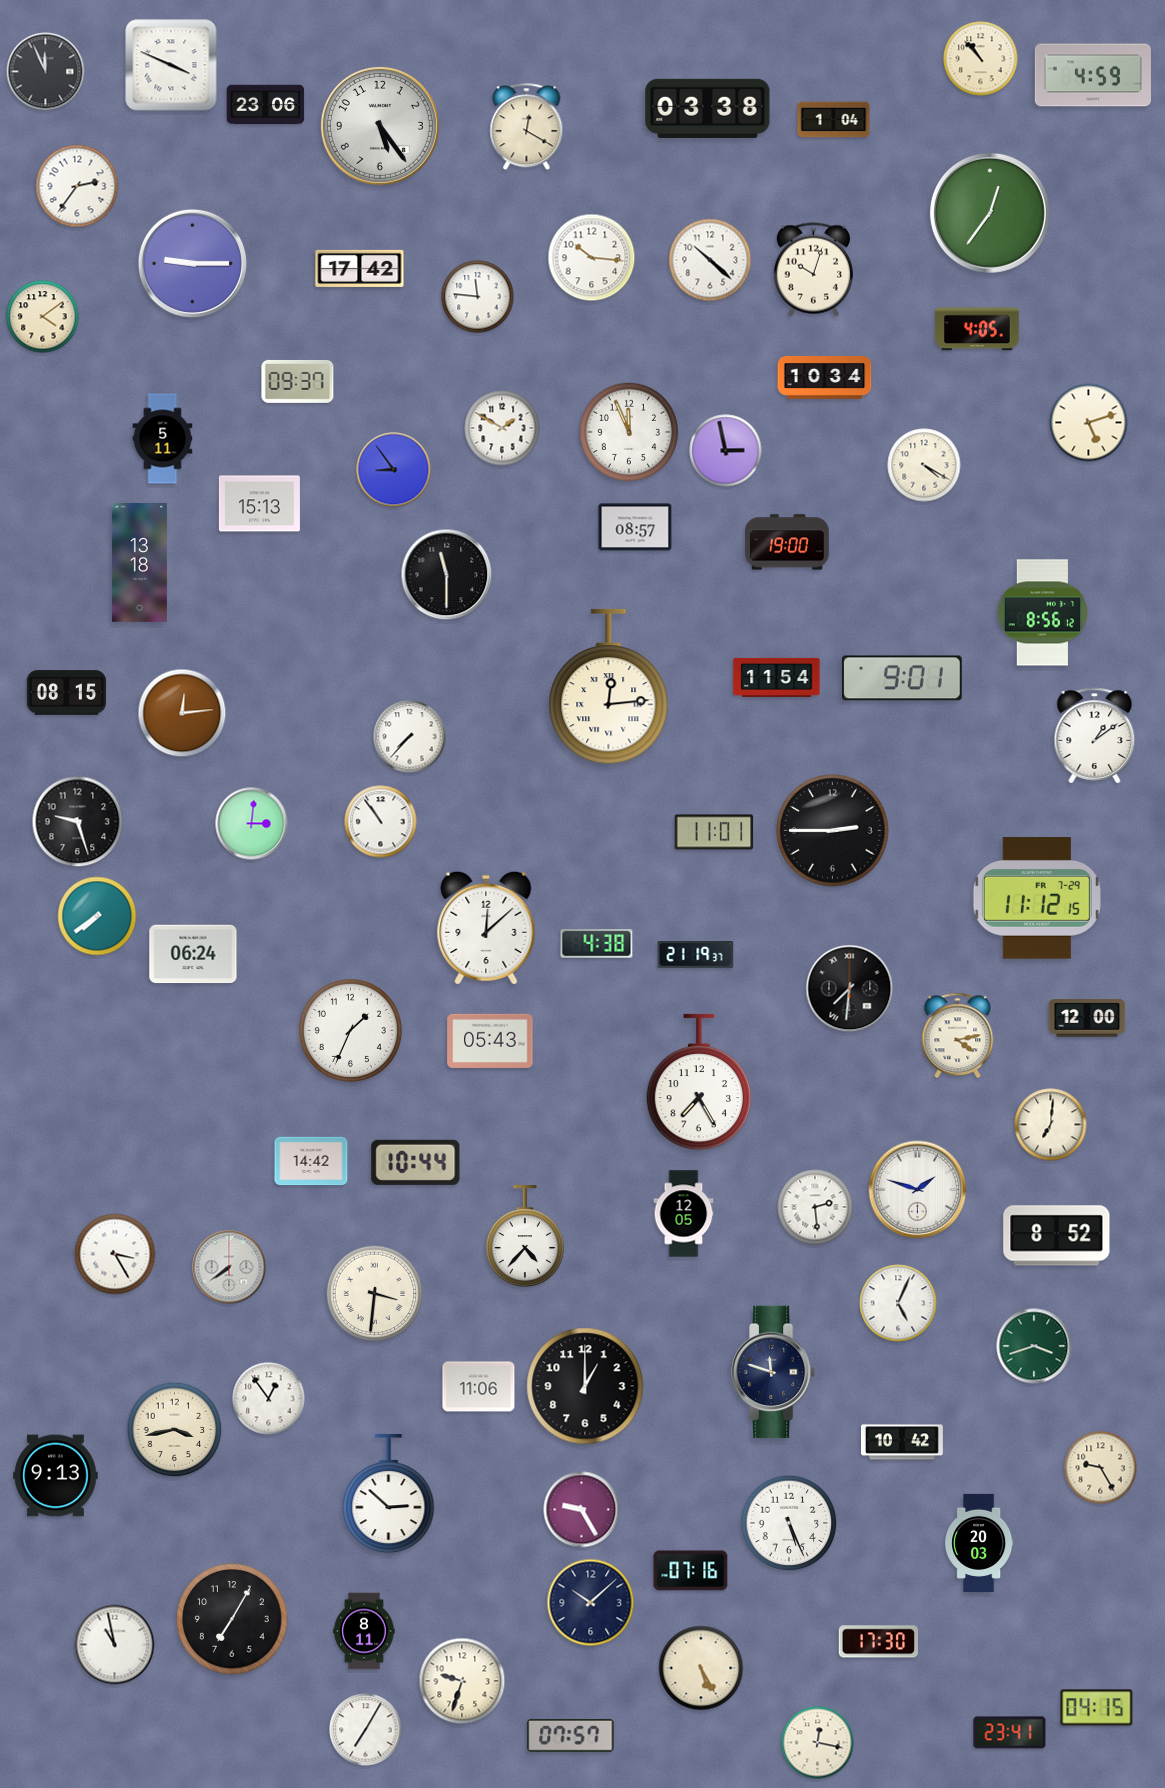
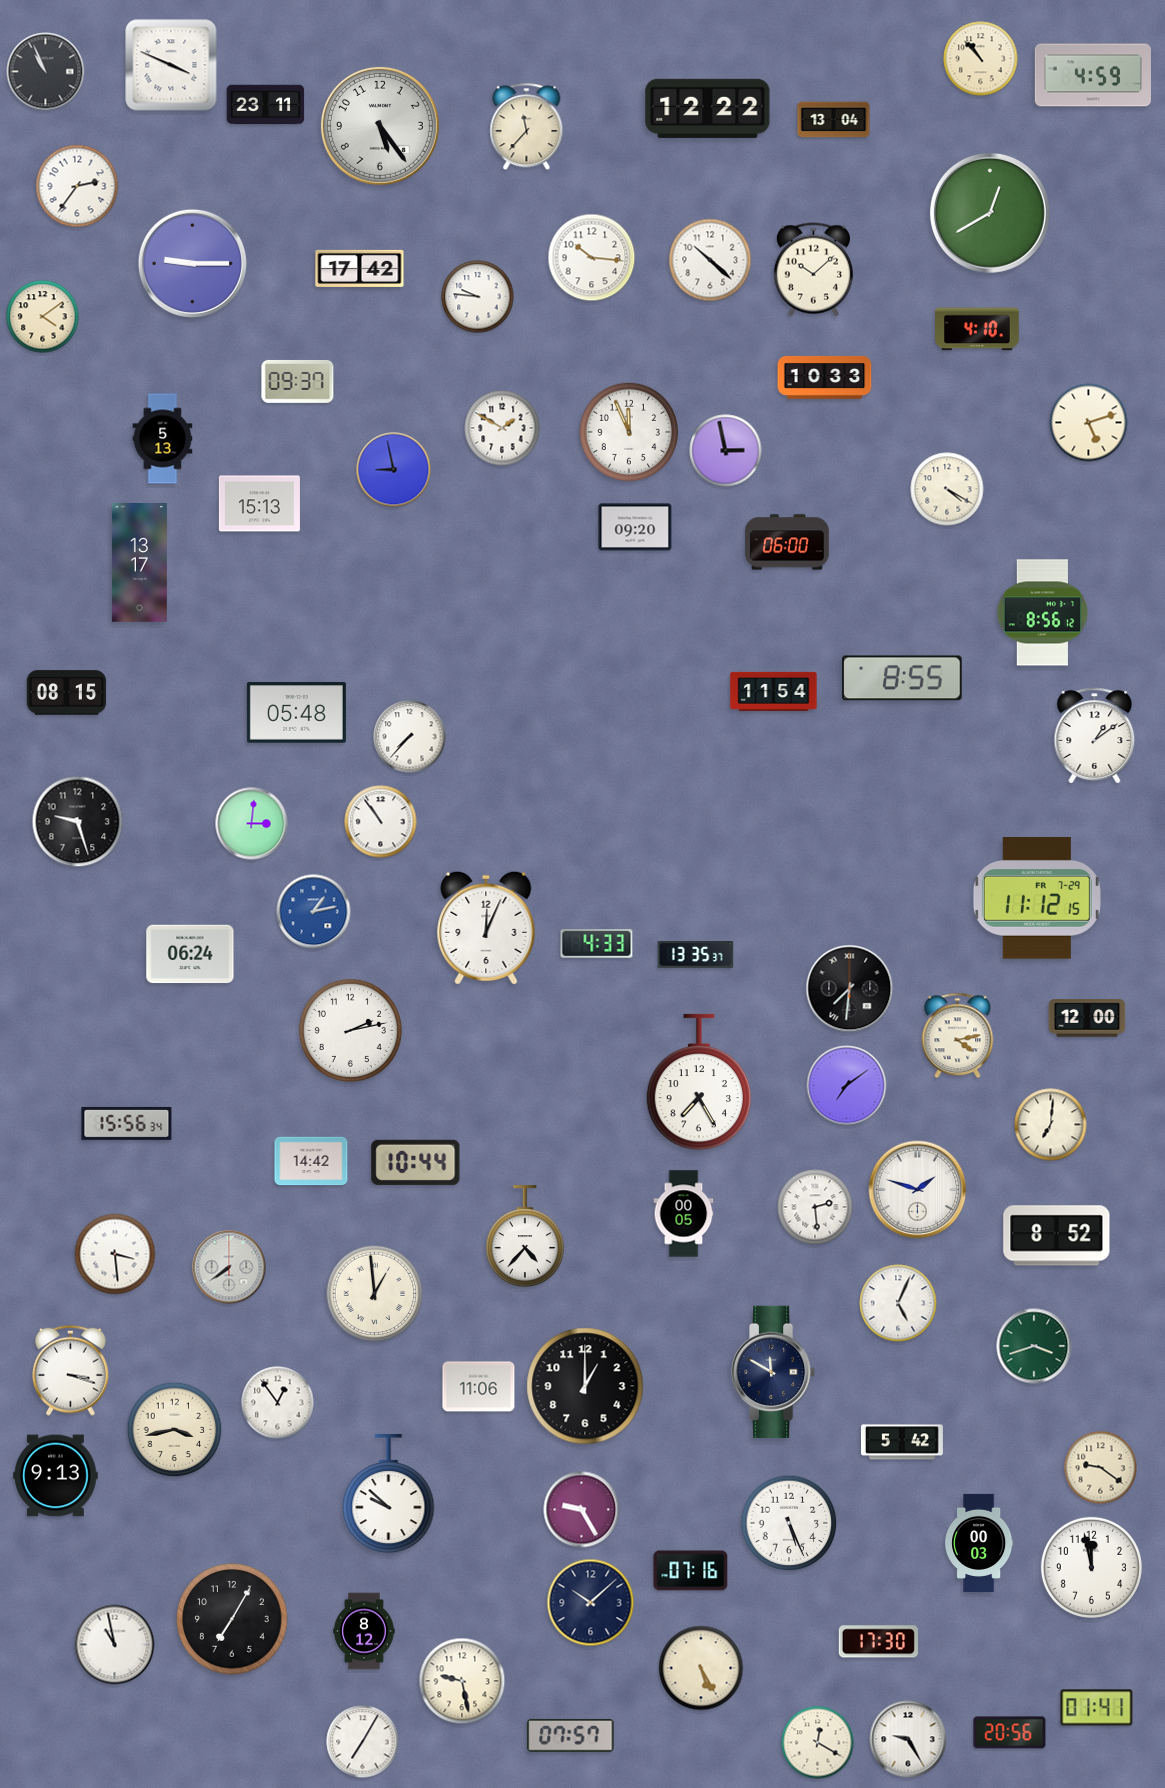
clock at (46, 72): 11:56 -> 10:56
clock at (266, 105): 23:06 -> 23:11
clock at (708, 108): 03:38 -> 12:22
clock at (834, 120): 1:04 -> 13:04
clock at (527, 127): 12:20 -> 11:37
clock at (990, 213): 12:36 -> 12:40
clock at (813, 270): 10:03 -> 10:08
clock at (478, 297): 11:46 -> 9:46
clock at (977, 329): 4:05 -> 4:10
clock at (825, 377): 10:34 -> 10:33
clock at (163, 439): 5:11 -> 5:13
clock at (924, 465) position: (924, 465) -> (947, 489)
clock at (394, 470): 8:54 -> 8:58
clock at (635, 527): 08:57 -> 09:20
clock at (787, 542): 19:00 -> 06:00
clock at (139, 563): 13:18 -> 13:17
clock at (447, 575): 11:30 -> none
clock at (777, 677) position: (777, 677) -> (774, 691)
clock at (903, 678): 9:01 -> 8:55
clock at (609, 687): 12:14 -> none
clock at (182, 713): 12:14 -> none
clock at (296, 713): none -> 05:48
clock at (833, 831): 2:45 -> none
clock at (714, 832): 11:01 -> none
clock at (314, 912): none -> 1:13
clock at (97, 916): 7:39 -> none
clock at (486, 928): 12:08 -> 12:04
clock at (597, 944): 4:38 -> 4:33
clock at (193, 954) position: (193, 954) -> (190, 954)
clock at (696, 955): 21:19 -> 13:35
clock at (350, 1030): 1:34 -> 2:13
clock at (490, 1041): 05:43 -> none
clock at (847, 1086): none -> 7:09
clock at (127, 1123): none -> 15:56
clock at (684, 1214): 12:05 -> 00:05
clock at (115, 1254): 3:25 -> 3:29
clock at (375, 1294): 3:31 -> 12:59
clock at (71, 1370): none -> 3:18
clock at (773, 1372): 11:48 -> 11:50
clock at (269, 1399) position: (269, 1399) -> (278, 1403)
clock at (902, 1442): 10:42 -> 5:42
clock at (1101, 1468): 9:25 -> 9:21
clock at (389, 1494): 2:52 -> 9:52
clock at (979, 1542): 20:03 -> 00:03
clock at (1091, 1567): none -> 11:58
clock at (364, 1631): 8:11 -> 8:12
clock at (462, 1681): 9:33 -> 9:28
clock at (1097, 1708): 04:15 -> 01:41
clock at (366, 1730) position: (366, 1730) -> (363, 1742)
clock at (1010, 1733): 23:41 -> 20:56
clock at (908, 1739): none -> 9:25
clock at (818, 1743): 12:17 -> 12:20
